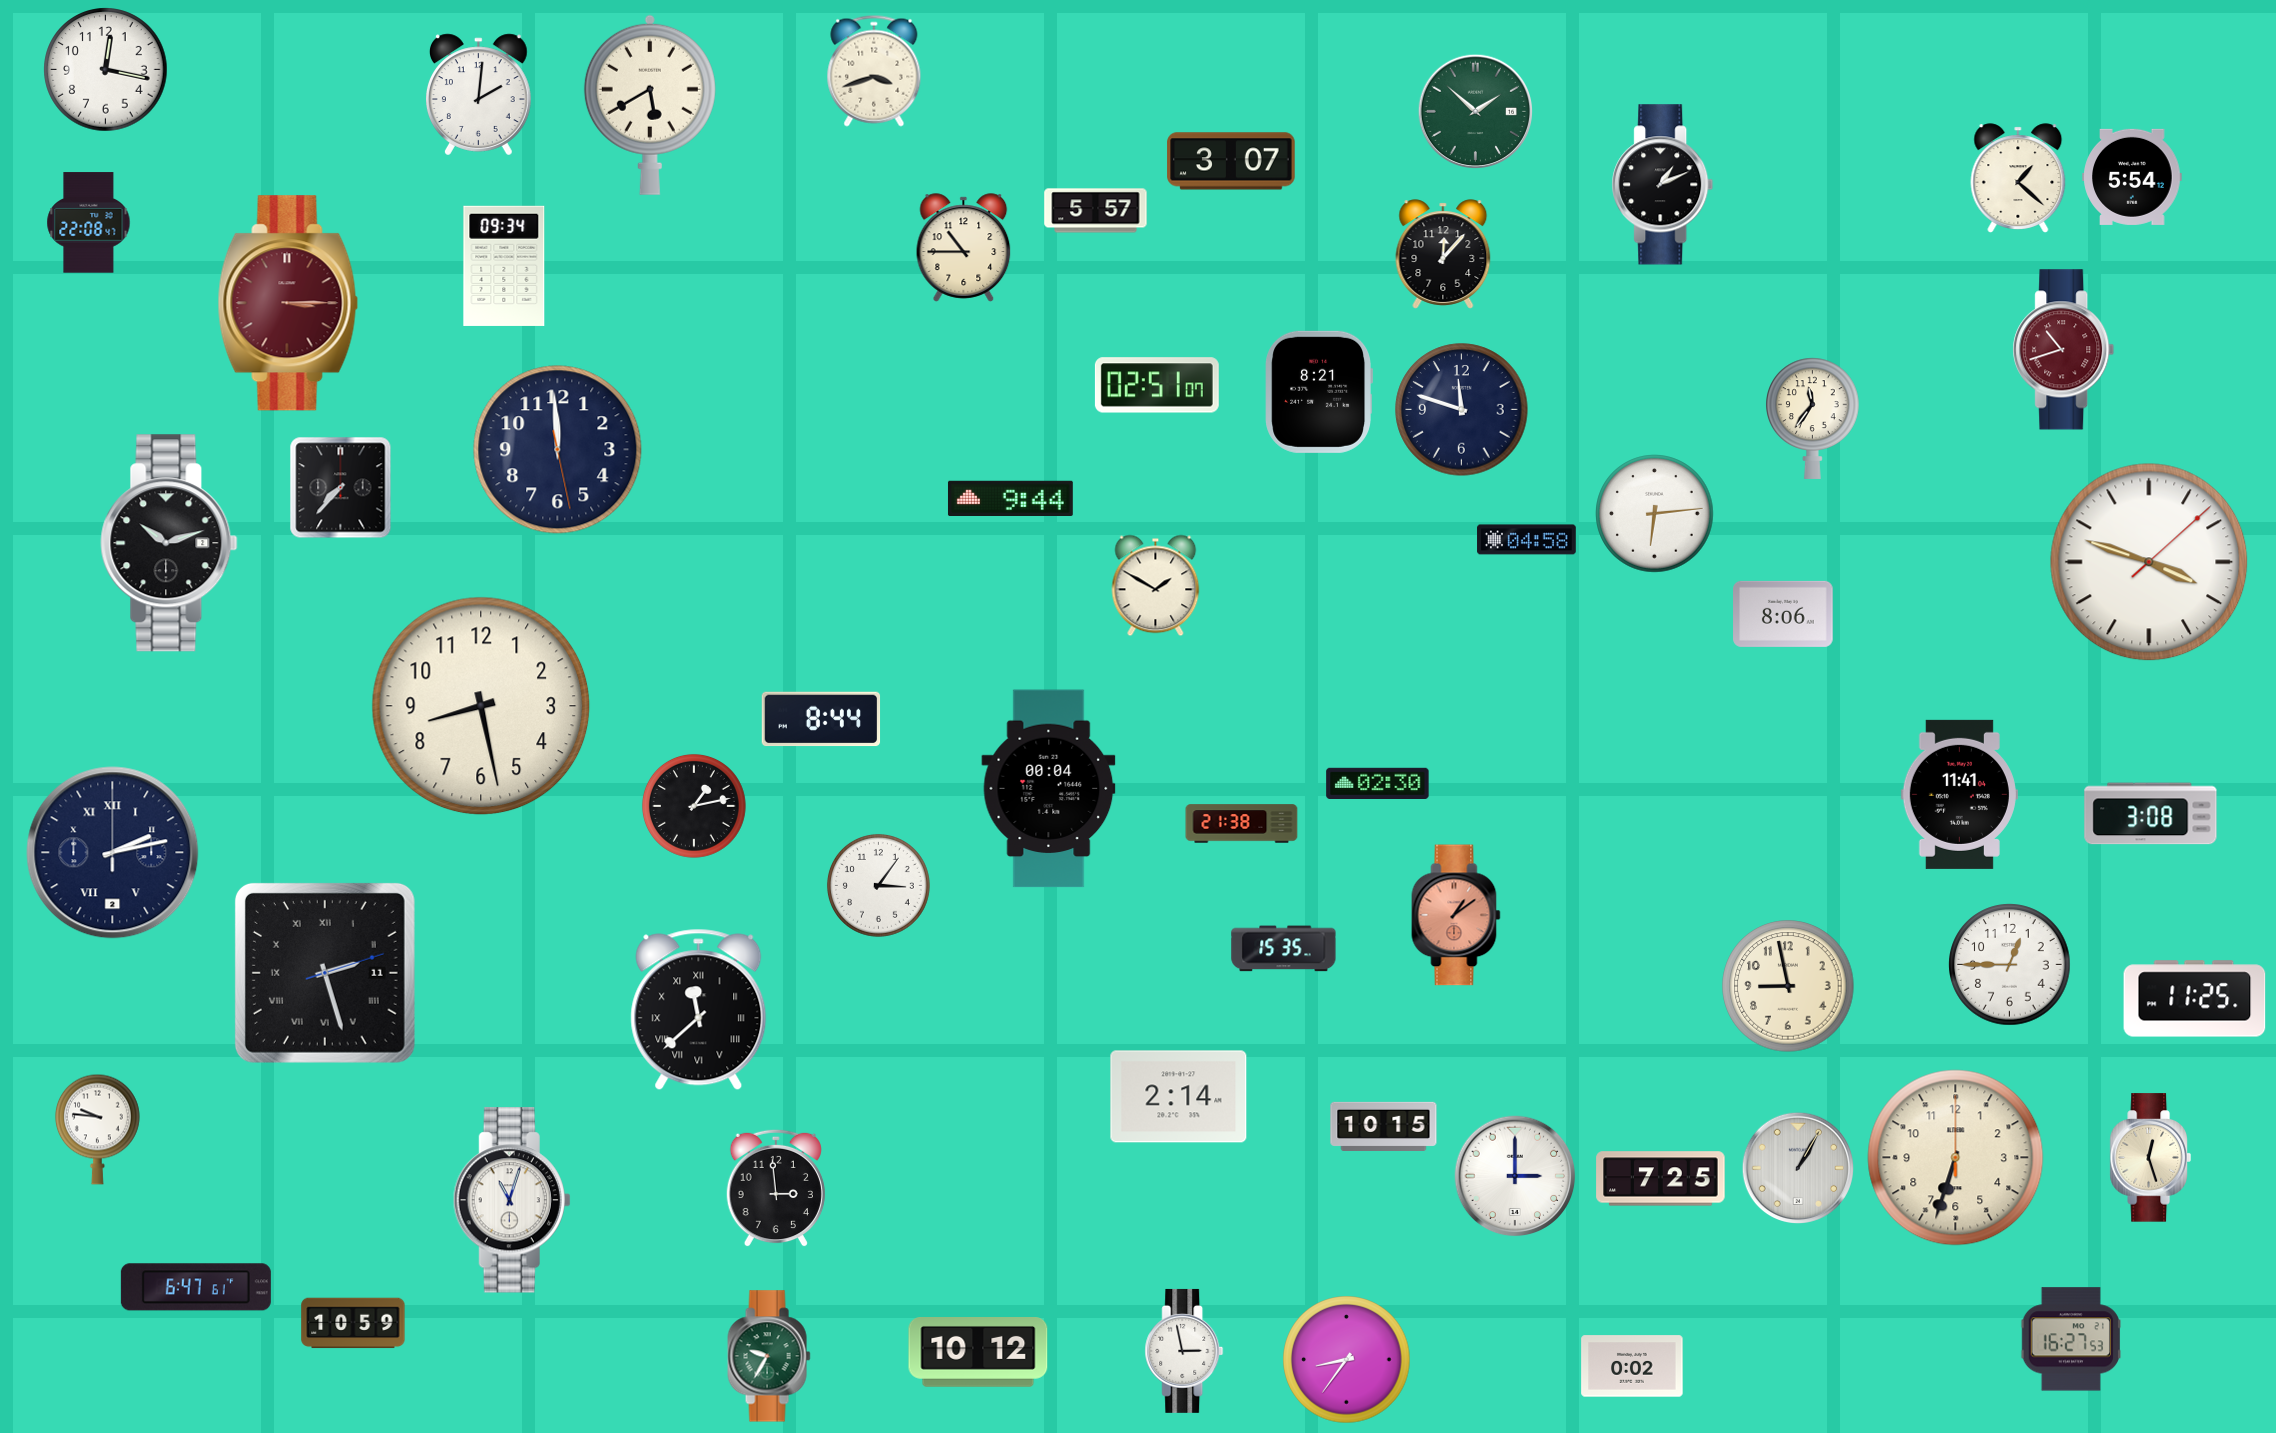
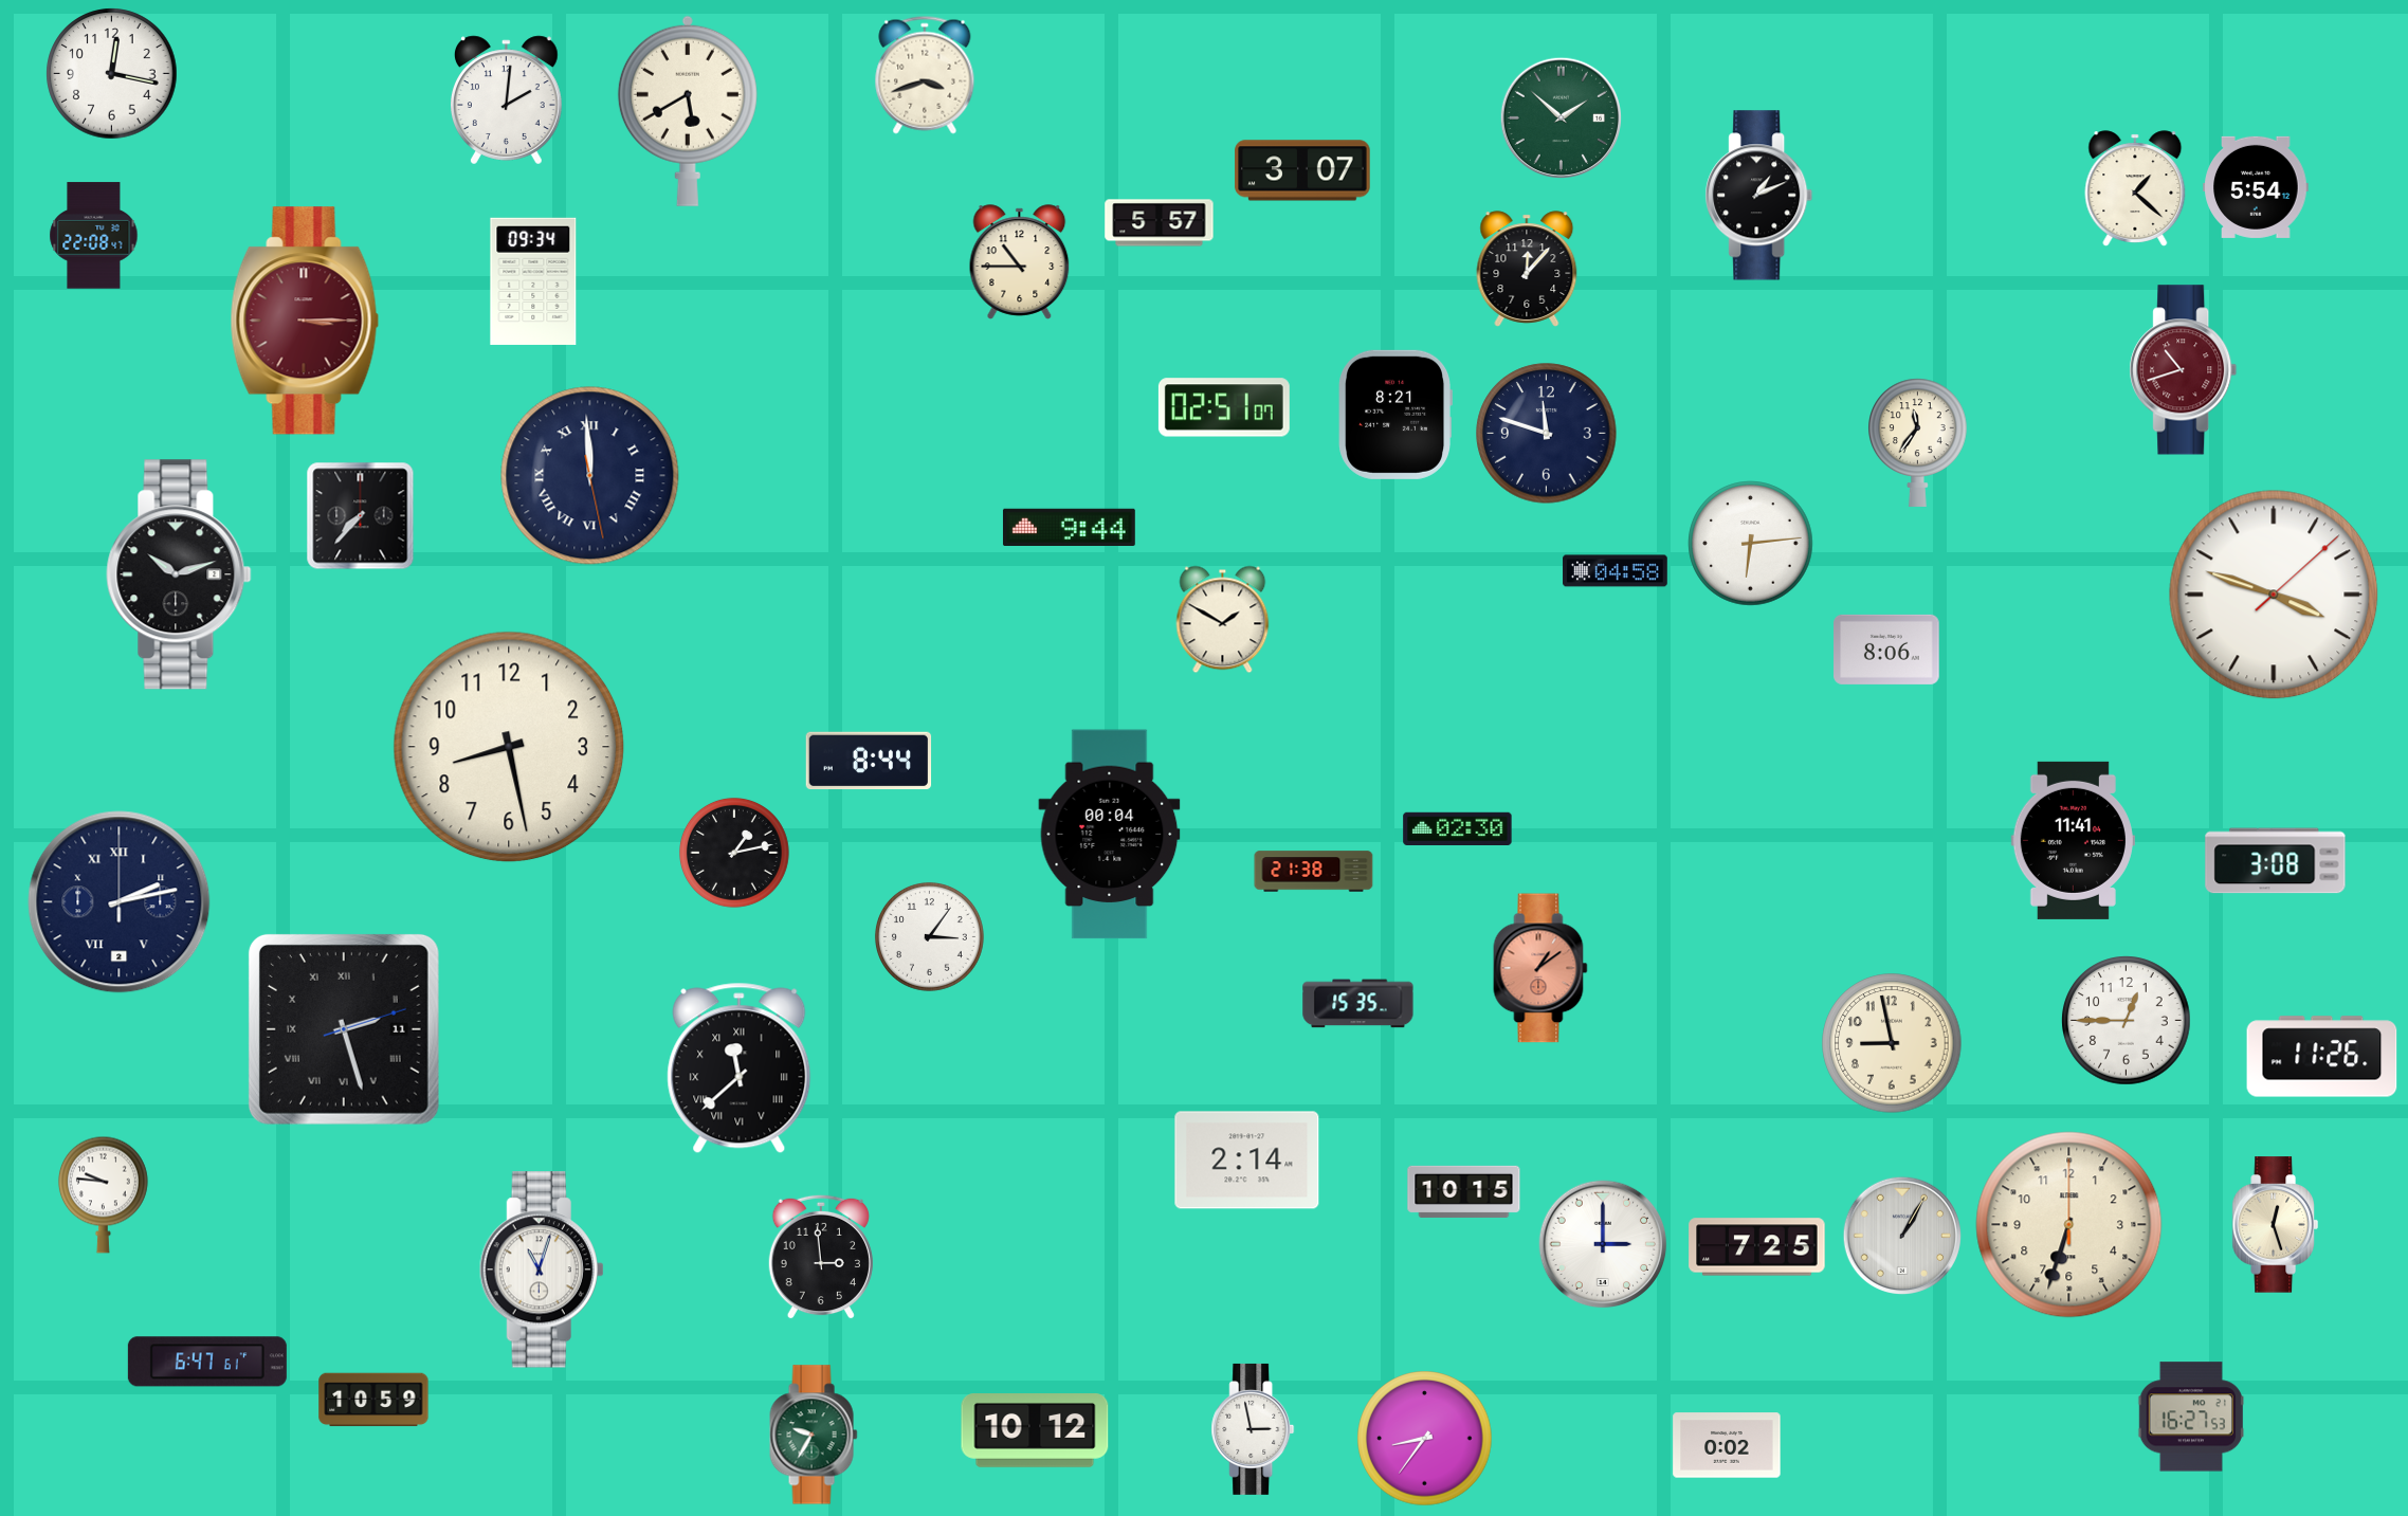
clock at (558, 450) numerals: Arabic -> Roman
clock at (2195, 999): 11:25 -> 11:26
